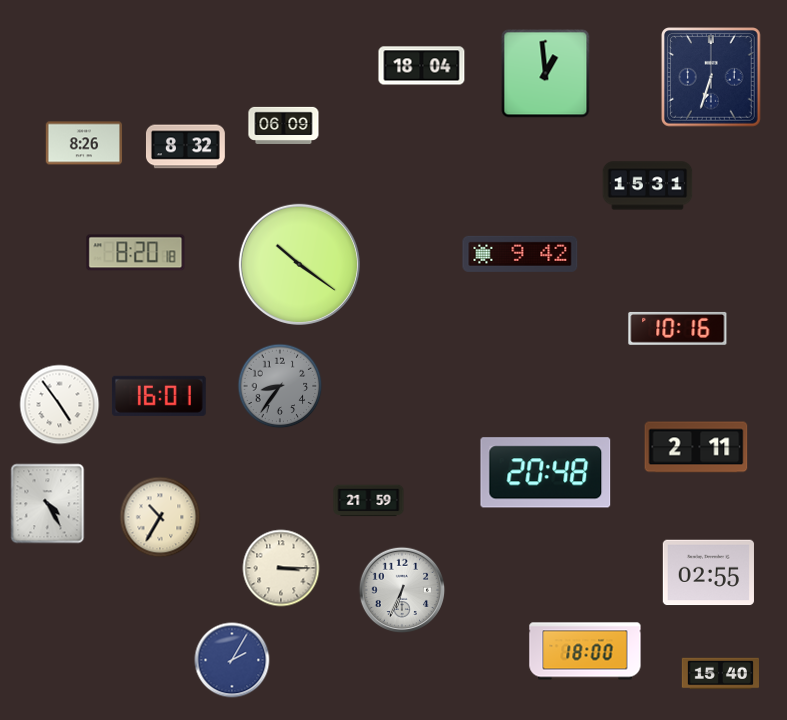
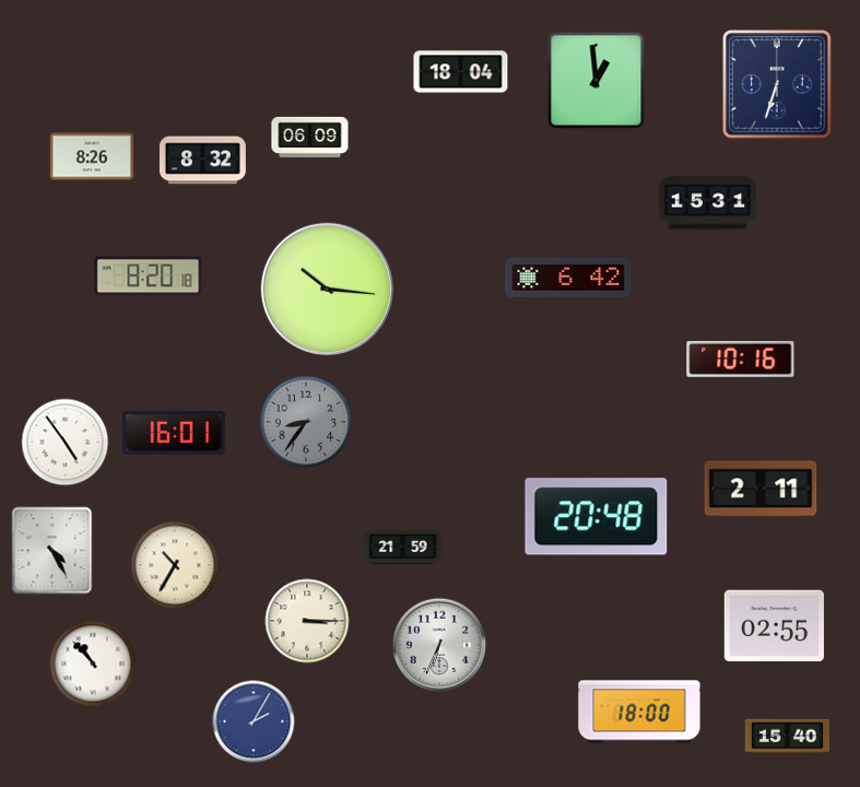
clock at (520, 254): 9:42 -> 6:42
clock at (299, 264): 10:21 -> 10:16
clock at (93, 663): none -> 10:53
